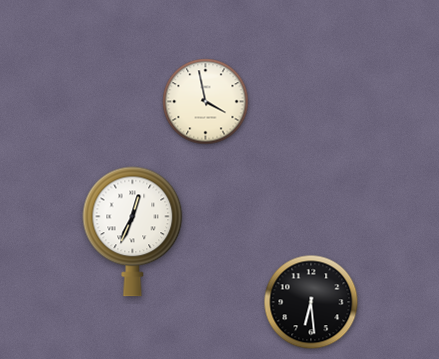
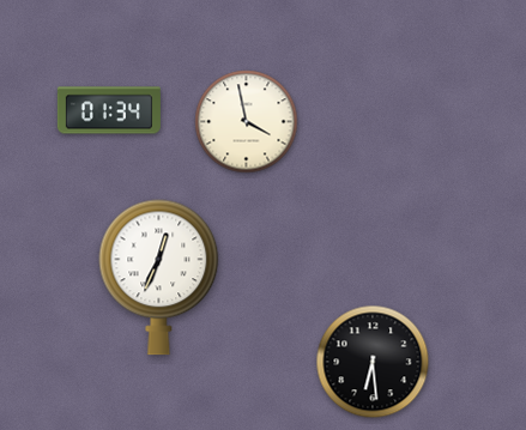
clock at (109, 110): none -> 01:34
